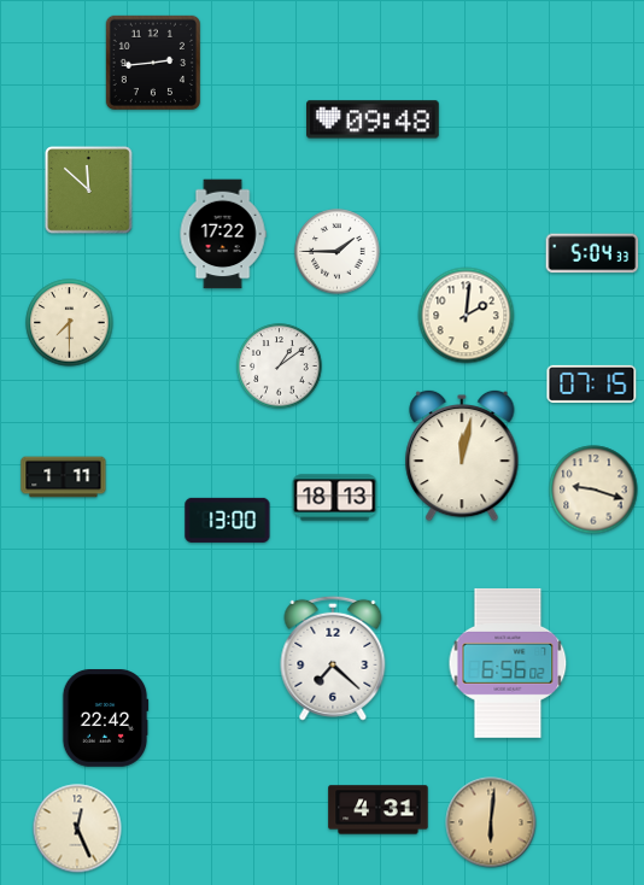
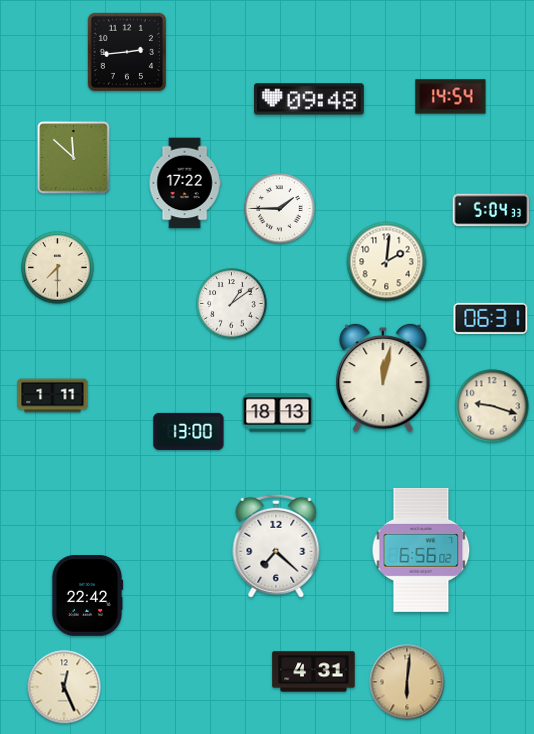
clock at (451, 97): none -> 14:54
clock at (223, 234) position: (223, 234) -> (185, 183)
clock at (592, 383): 07:15 -> 06:31
